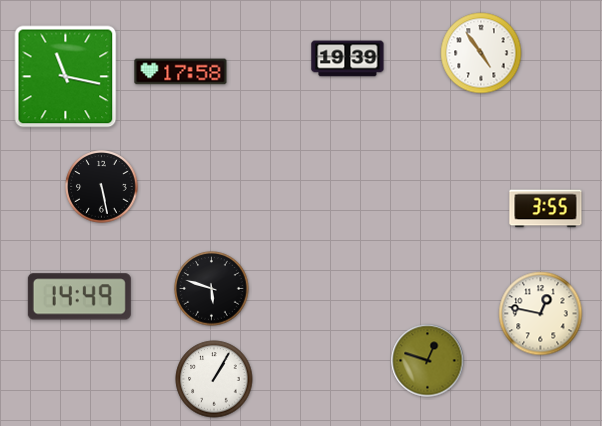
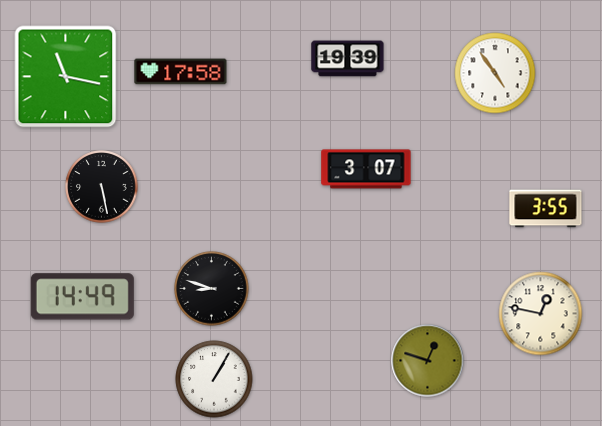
clock at (481, 53) position: (481, 53) -> (495, 73)
clock at (366, 169): none -> 3:07
clock at (212, 289): 5:48 -> 8:48
clock at (79, 297) position: (79, 297) -> (82, 297)
